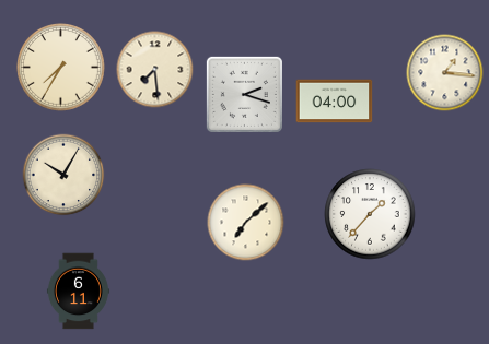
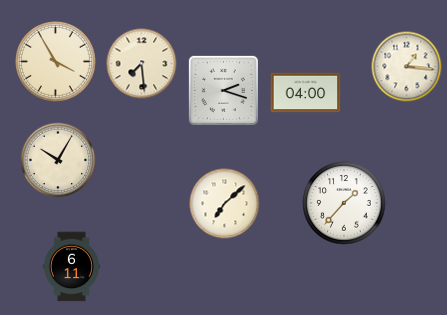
clock at (61, 68): 7:35 -> 3:55
clock at (244, 94) position: (244, 94) -> (223, 90)
clock at (370, 214) position: (370, 214) -> (344, 203)
